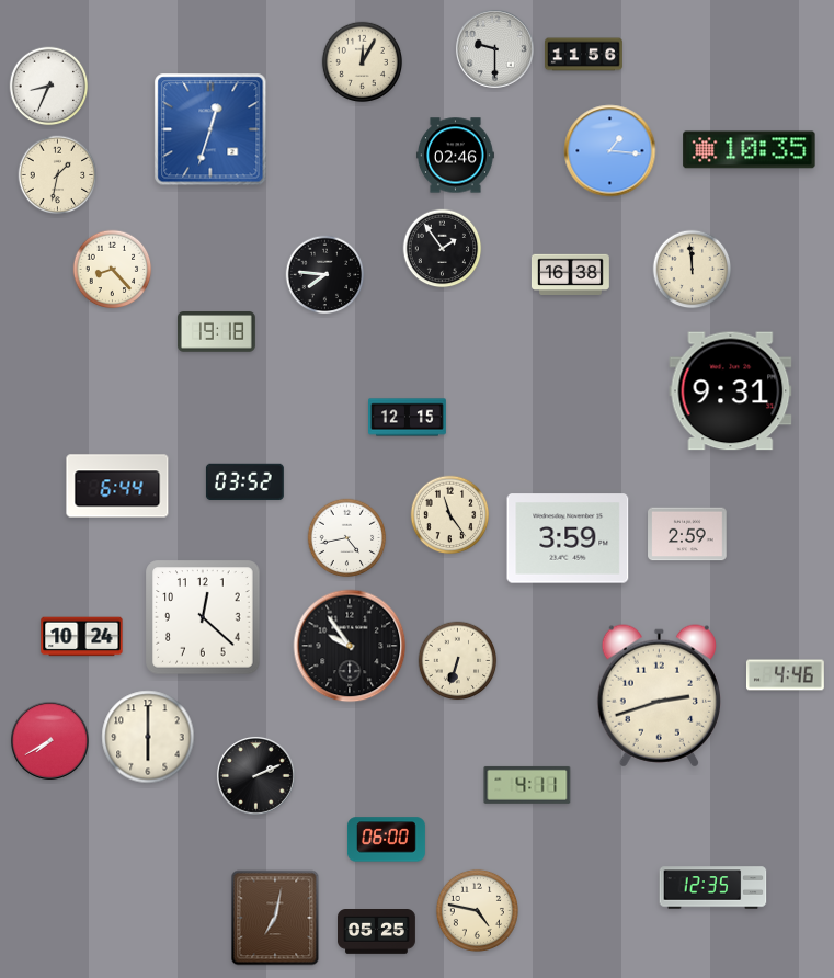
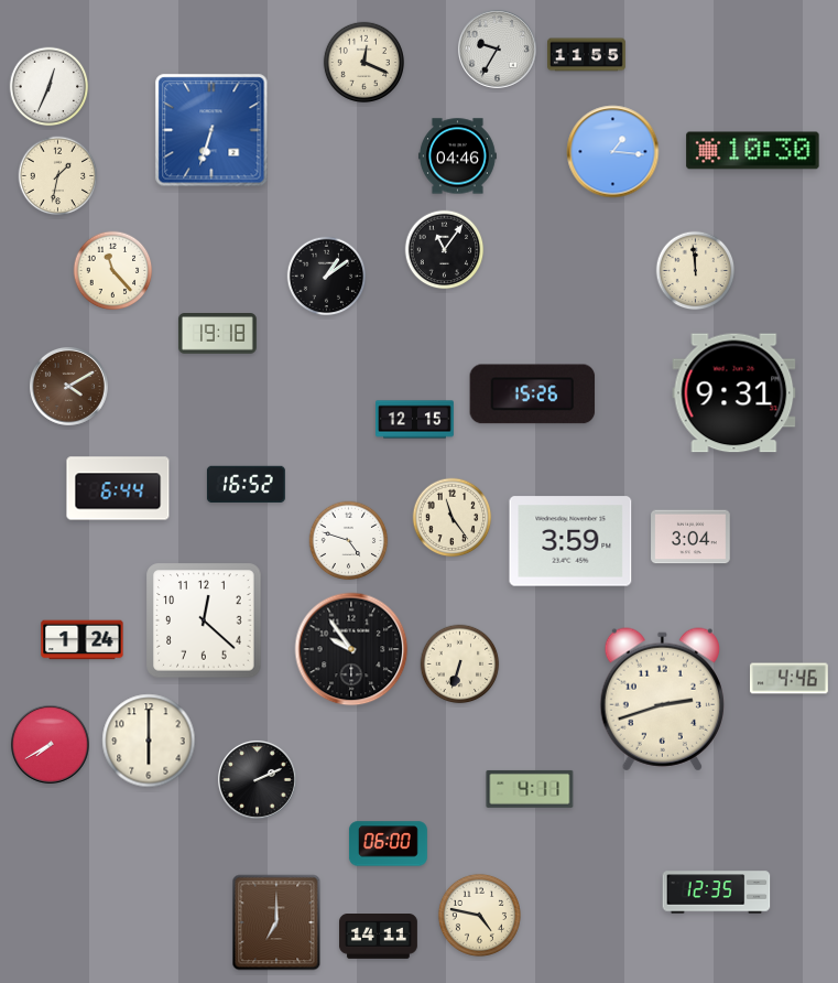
clock at (494, 48): 9:30 -> 9:35
clock at (584, 55): 11:56 -> 11:55
clock at (362, 61): 12:05 -> 12:19
clock at (49, 87): 8:34 -> 12:34
clock at (210, 129): 12:33 -> 6:33
clock at (750, 150): 10:35 -> 10:30
clock at (456, 156): 02:46 -> 04:46
clock at (443, 249): 1:54 -> 11:06
clock at (113, 270): 8:23 -> 11:23
clock at (570, 274): 16:38 -> none
clock at (325, 275): 7:46 -> 1:09
clock at (68, 386): none -> 4:10
clock at (533, 395): none -> 15:26
clock at (408, 418) position: (408, 418) -> (415, 420)
clock at (244, 482): 03:52 -> 16:52
clock at (687, 534): 2:59 -> 3:04
clock at (347, 538): 4:43 -> 4:48
clock at (82, 637): 10:24 -> 1:24
clock at (275, 918): 7:02 -> 7:00
clock at (377, 932): 05:25 -> 14:11
